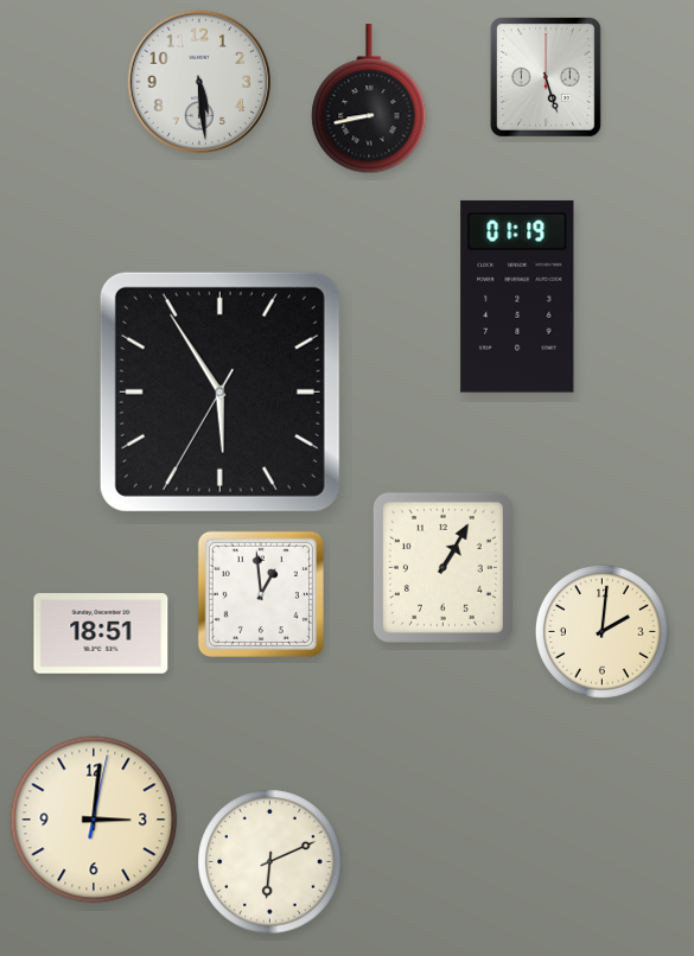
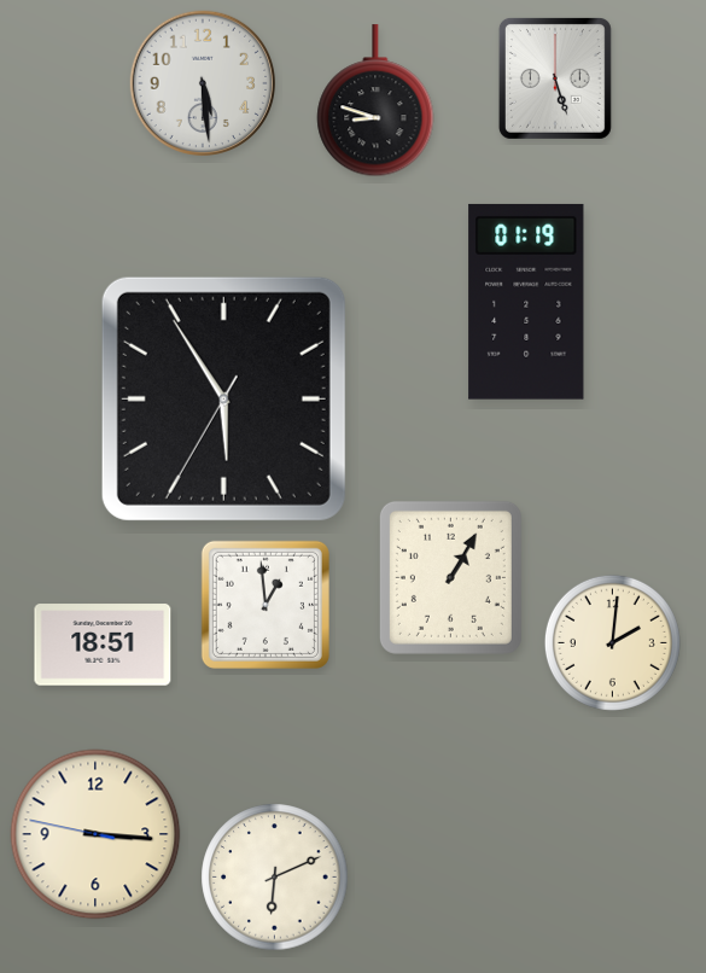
clock at (369, 100): 8:43 -> 8:48
clock at (94, 820): 3:01 -> 3:15
